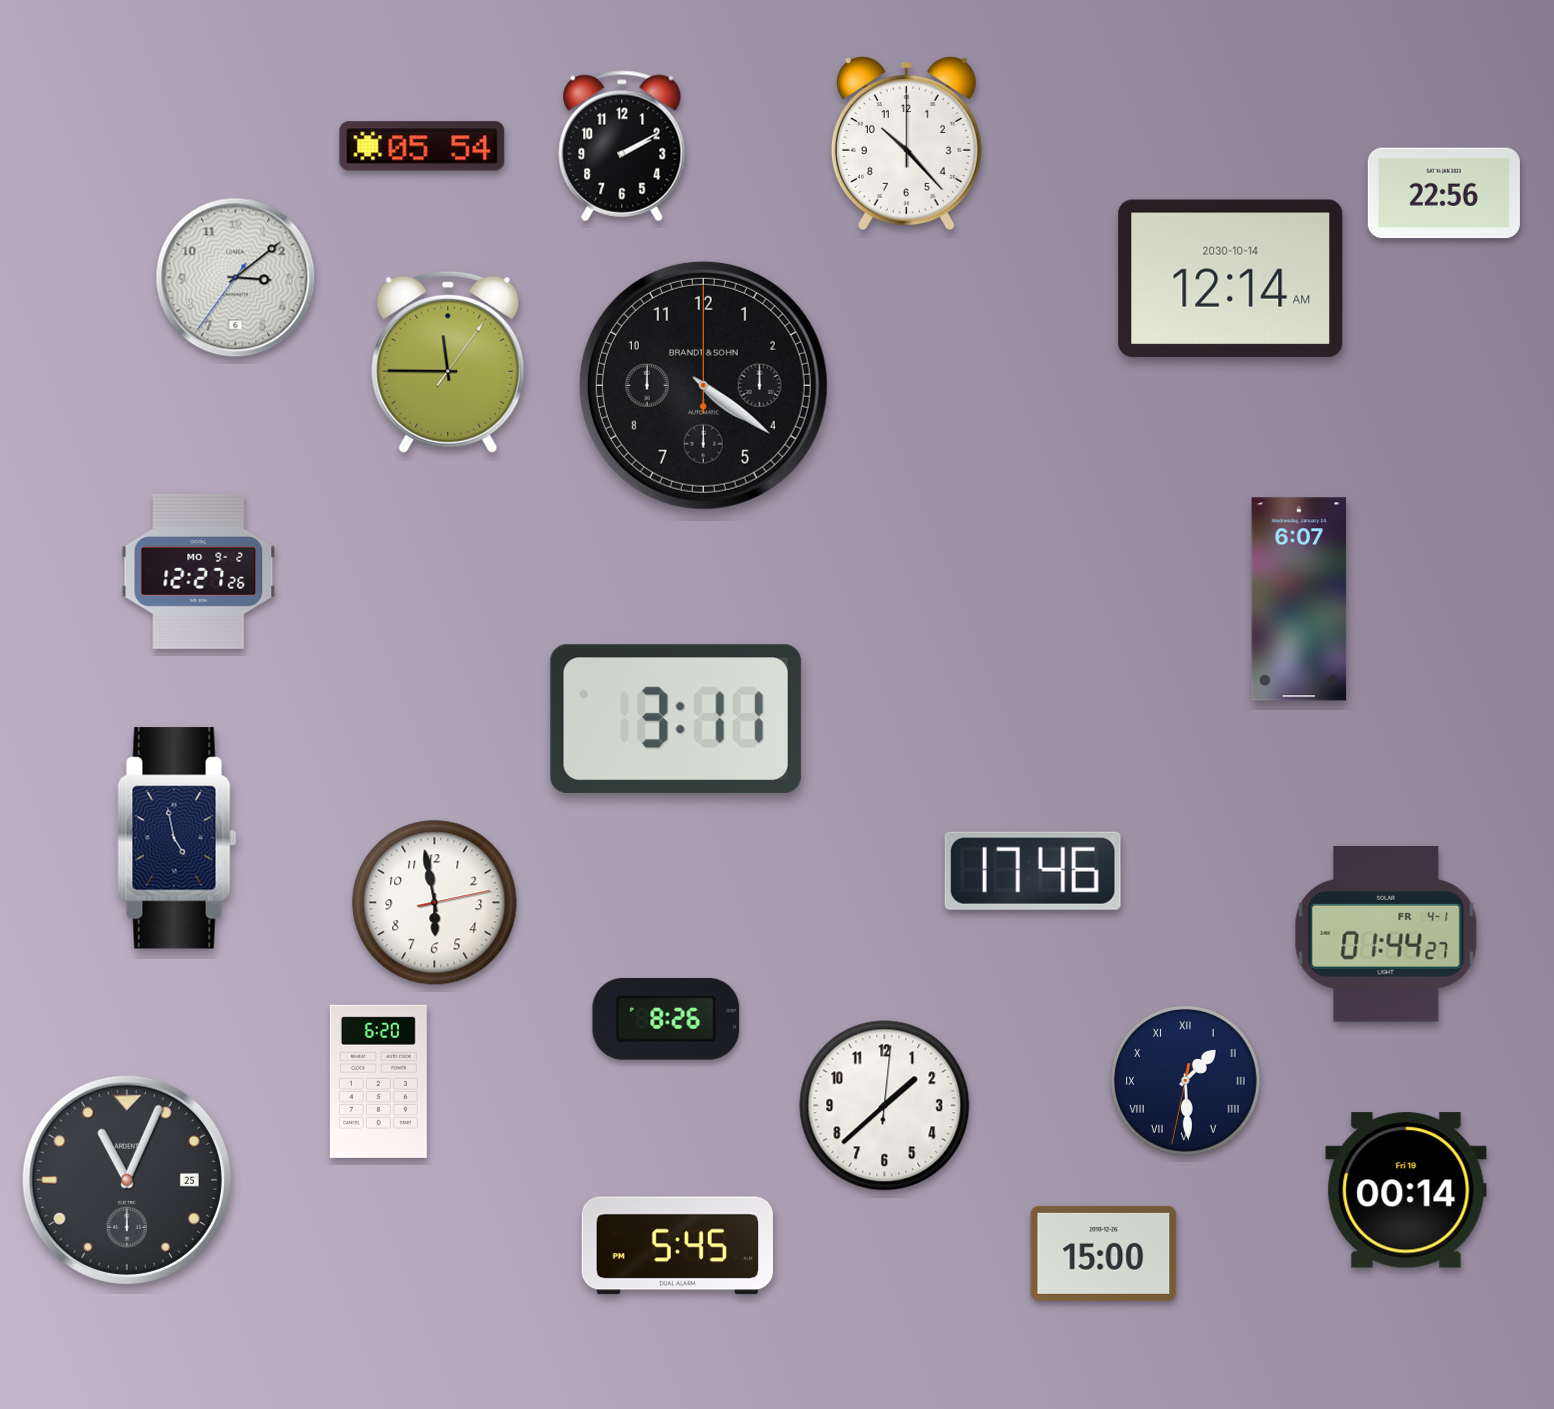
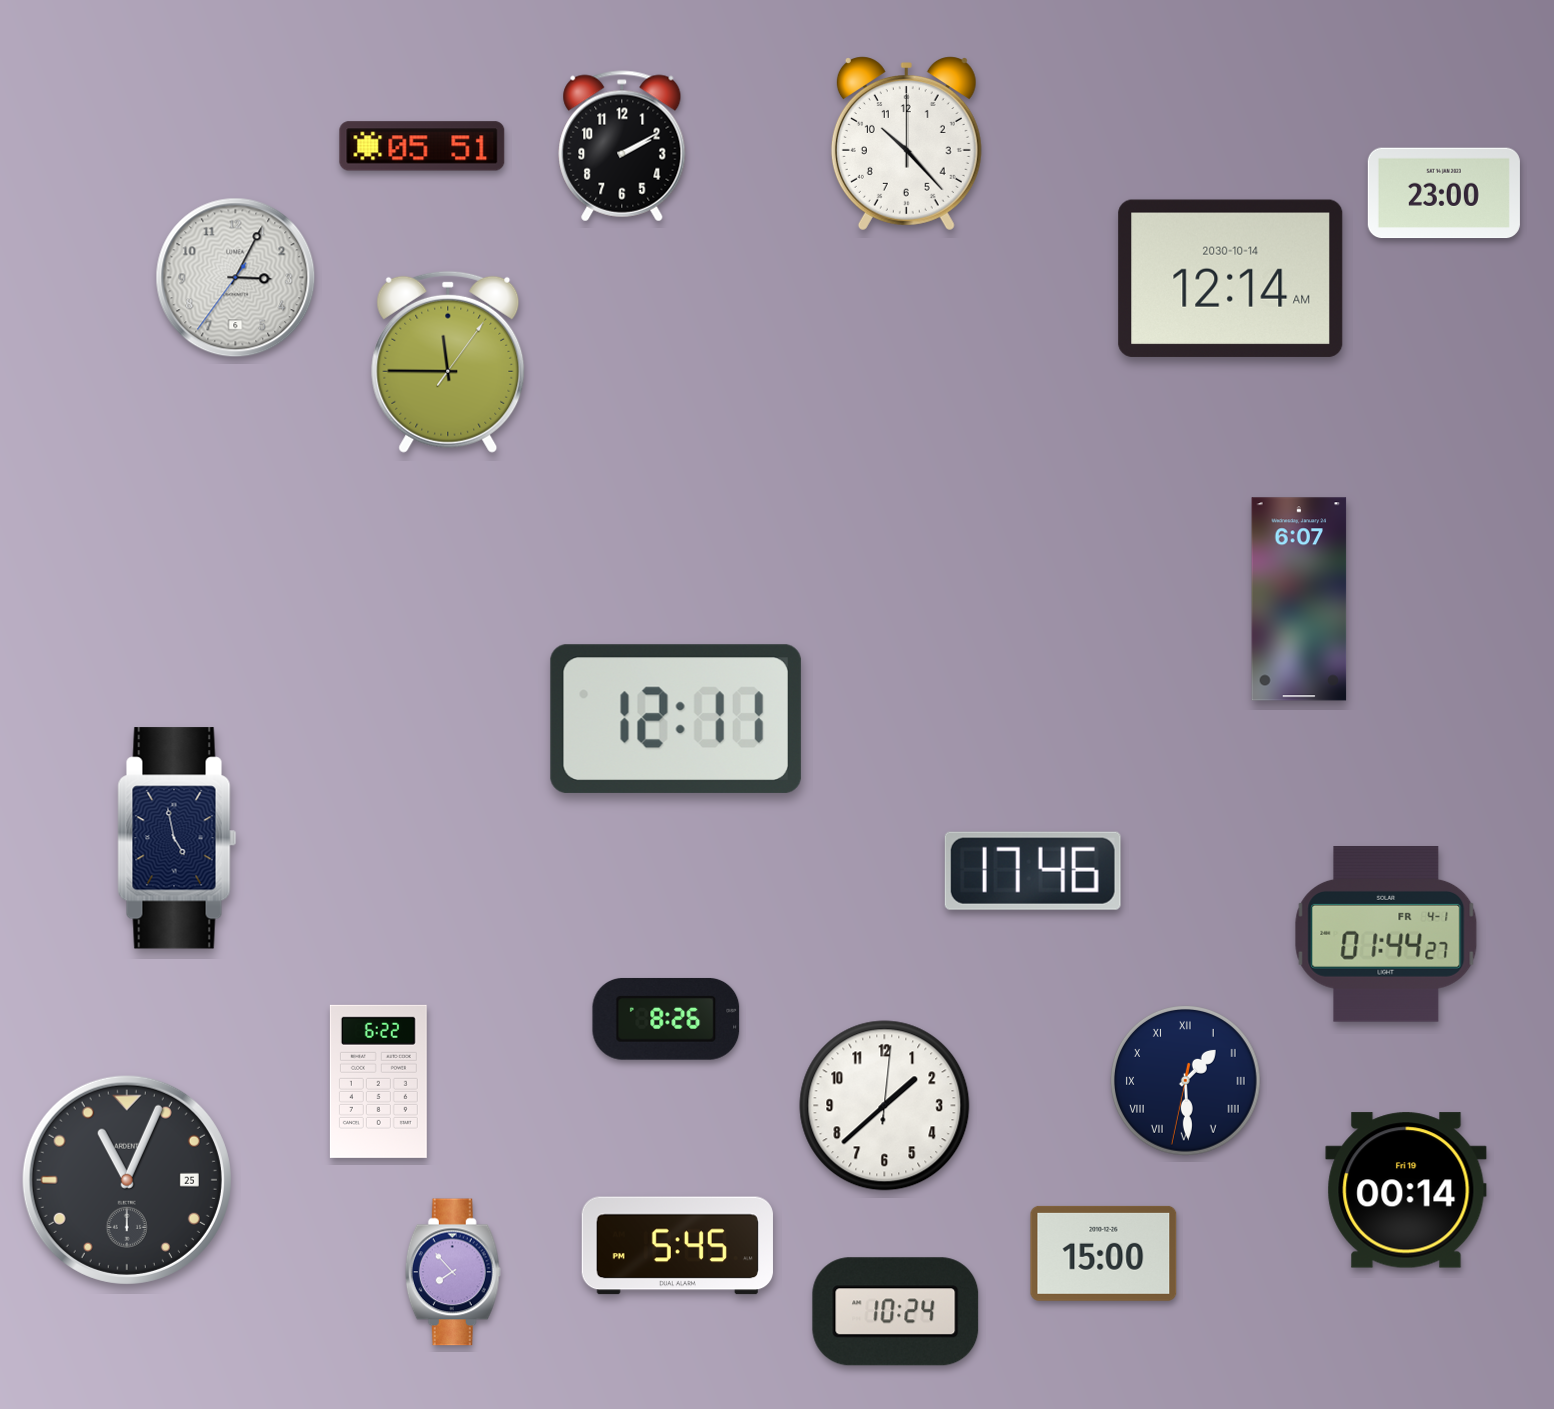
clock at (422, 146): 05:54 -> 05:51
clock at (1444, 193): 22:56 -> 23:00
clock at (236, 278): 3:08 -> 3:04
clock at (703, 385): 4:21 -> none
clock at (199, 571): 12:27 -> none
clock at (676, 719): 3:11 -> 12:11
clock at (435, 903): 5:58 -> none
clock at (378, 1081): 6:20 -> 6:22
clock at (453, 1272): none -> 7:53
clock at (896, 1312): none -> 10:24
